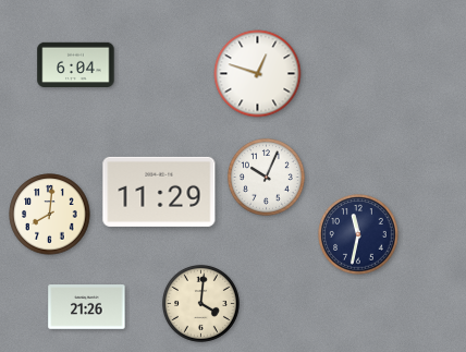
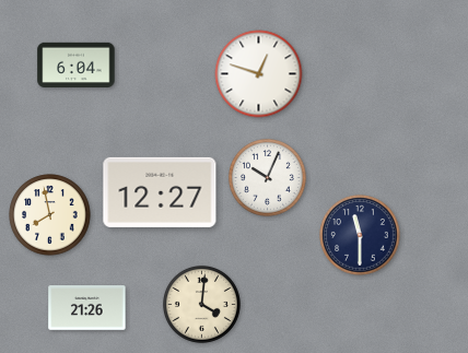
clock at (159, 192): 11:29 -> 12:27
clock at (50, 215): 8:01 -> 7:58
clock at (358, 234): 11:32 -> 11:30
